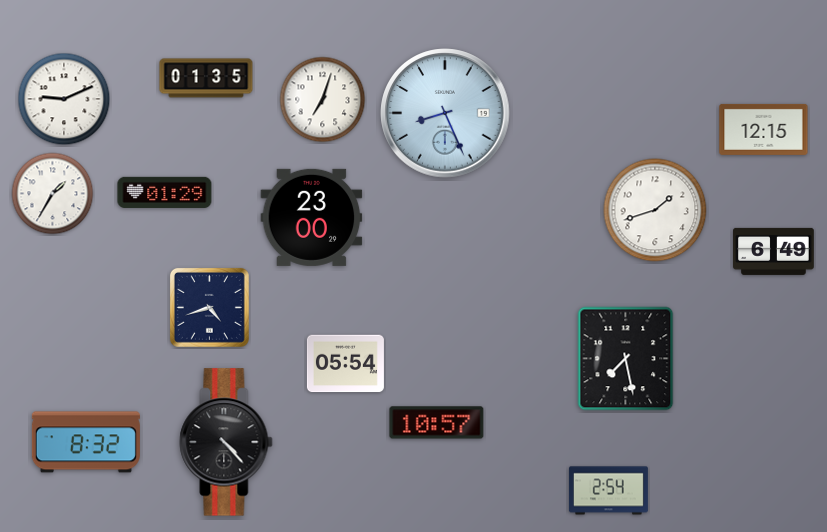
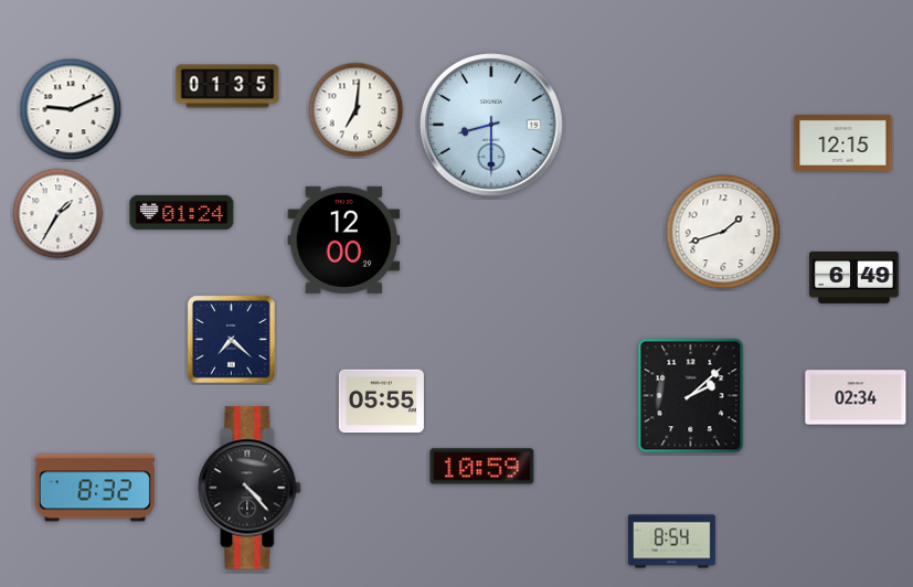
clock at (323, 100): 7:03 -> 7:01
clock at (445, 113): 8:26 -> 8:30
clock at (165, 192): 01:29 -> 01:24
clock at (312, 217): 23:00 -> 12:00
clock at (209, 307): 4:42 -> 7:22
clock at (626, 359): 7:28 -> 2:08
clock at (856, 397): none -> 02:34
clock at (345, 364): 05:54 -> 05:55
clock at (437, 423): 10:57 -> 10:59
clock at (608, 491): 2:54 -> 8:54
